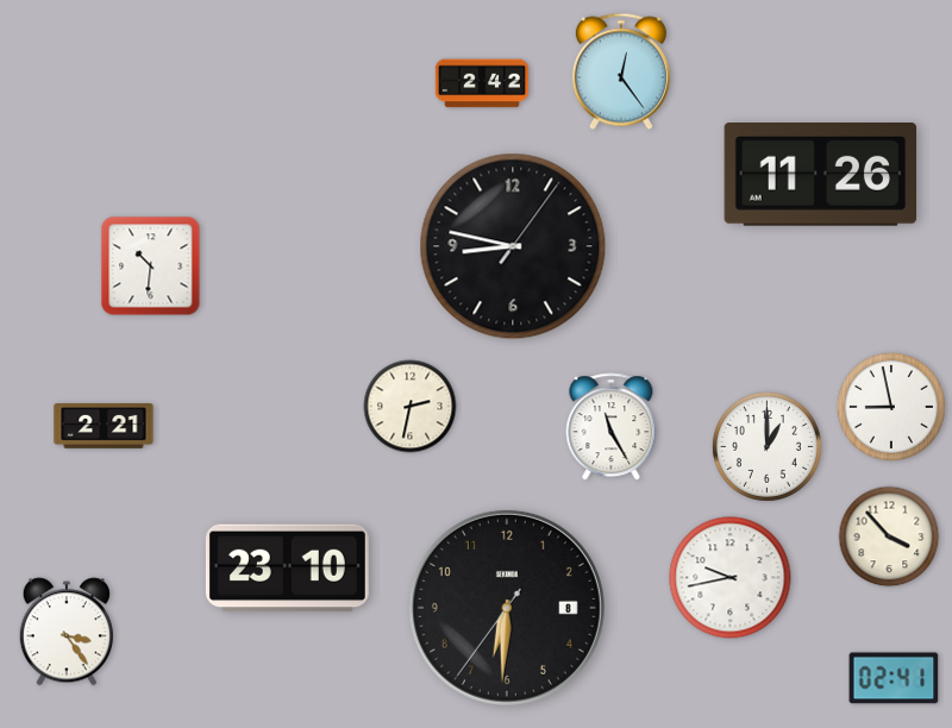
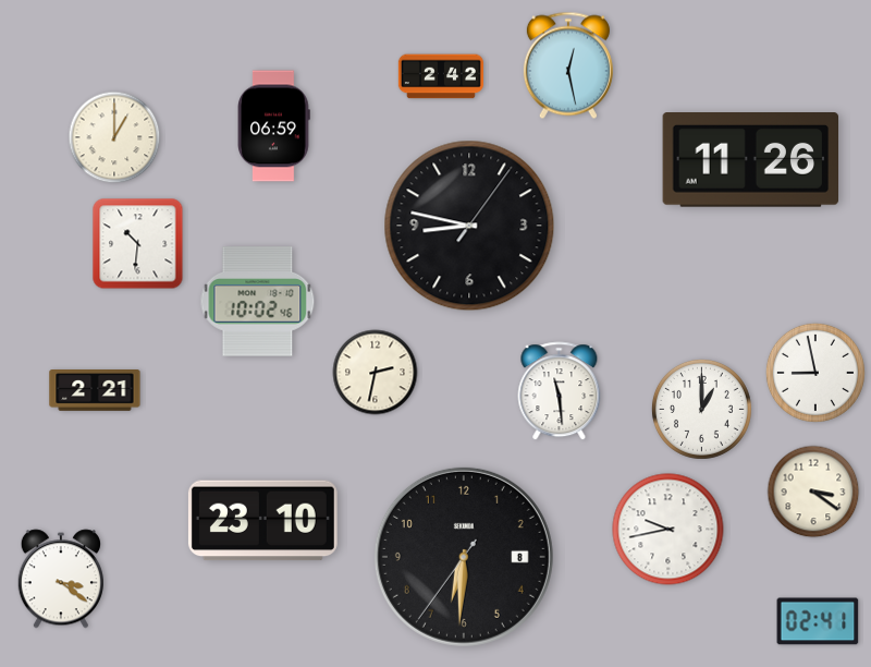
clock at (621, 71): 12:24 -> 12:28
clock at (274, 126): none -> 06:59
clock at (114, 137): none -> 1:00
clock at (258, 302): none -> 10:02
clock at (612, 427): 11:25 -> 11:29
clock at (889, 536): 3:53 -> 3:21
clock at (65, 632): 3:24 -> 3:21
